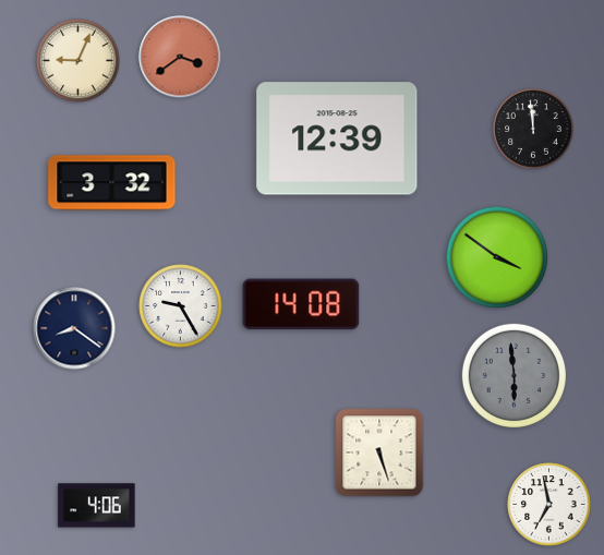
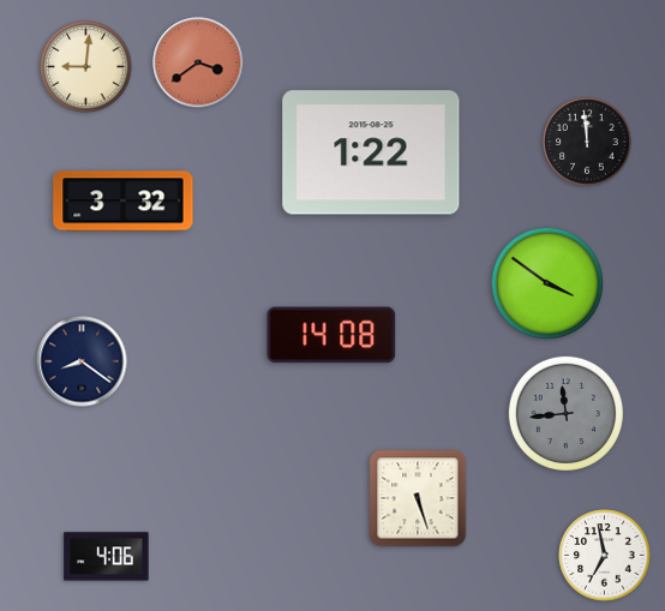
clock at (78, 61): 9:04 -> 9:01
clock at (337, 138): 12:39 -> 1:22
clock at (181, 306): 9:25 -> none
clock at (514, 375): 5:59 -> 11:44
